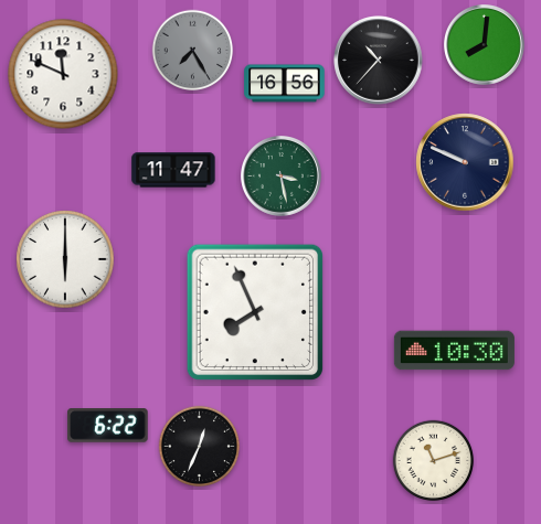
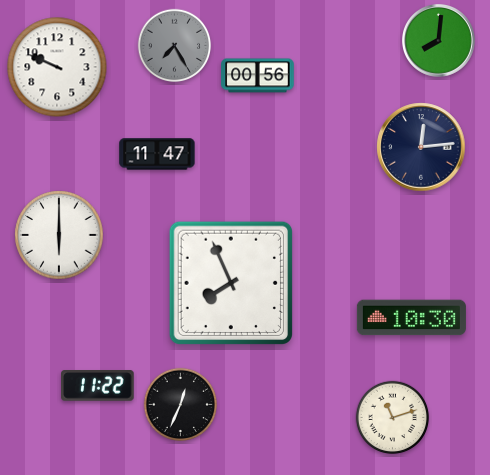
clock at (379, 61): 10:37 -> none
clock at (63, 74): 11:49 -> 9:49
clock at (285, 84): 16:56 -> 00:56
clock at (465, 162): 9:49 -> 12:14
clock at (282, 177): 3:28 -> none
clock at (108, 426): 6:22 -> 11:22
